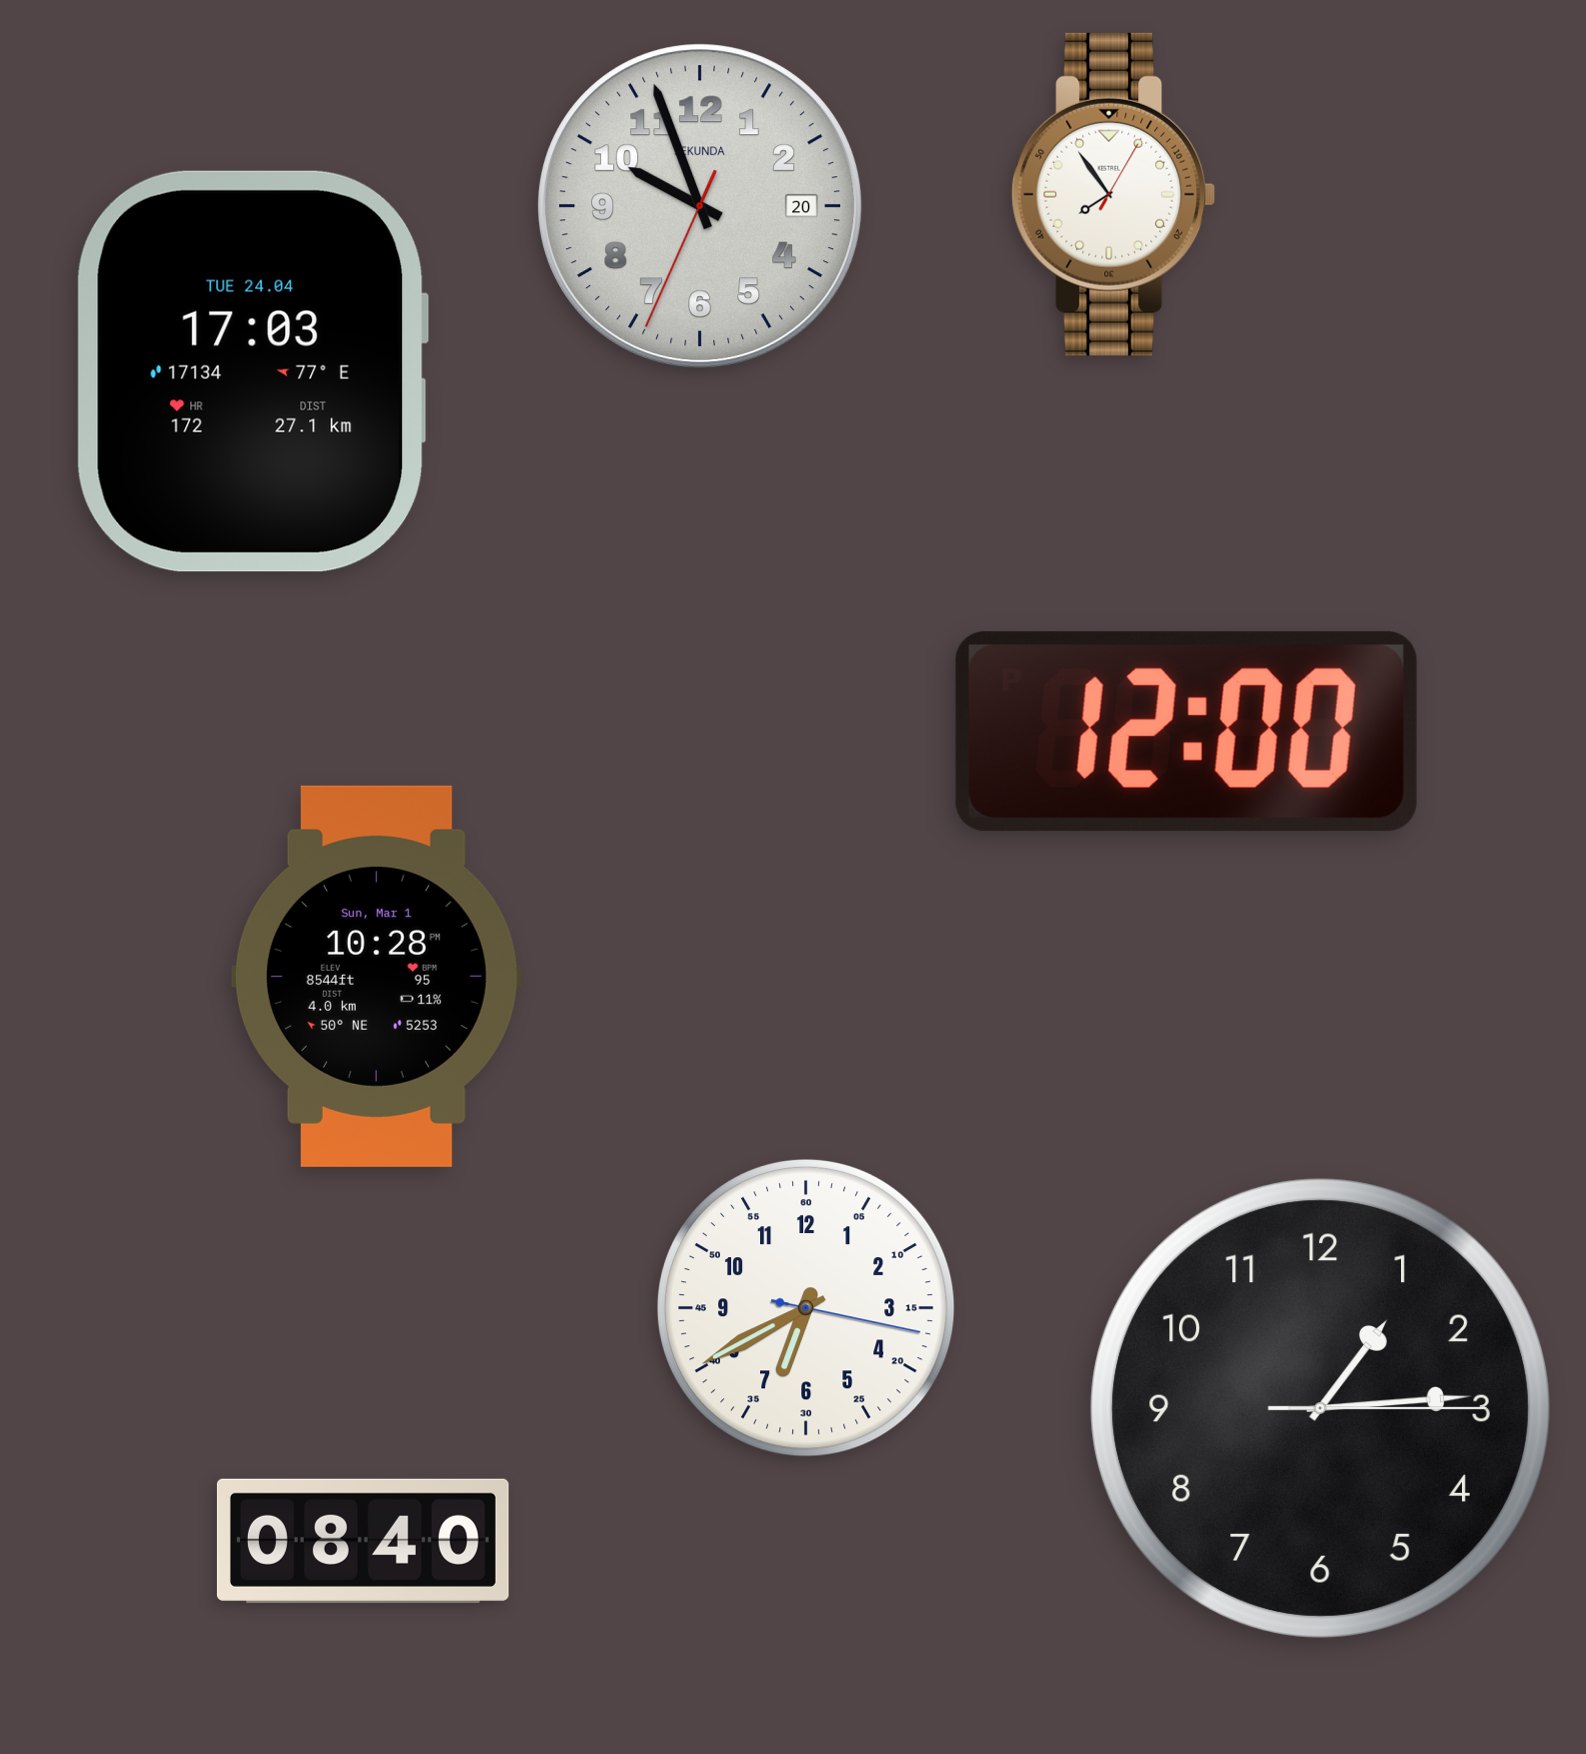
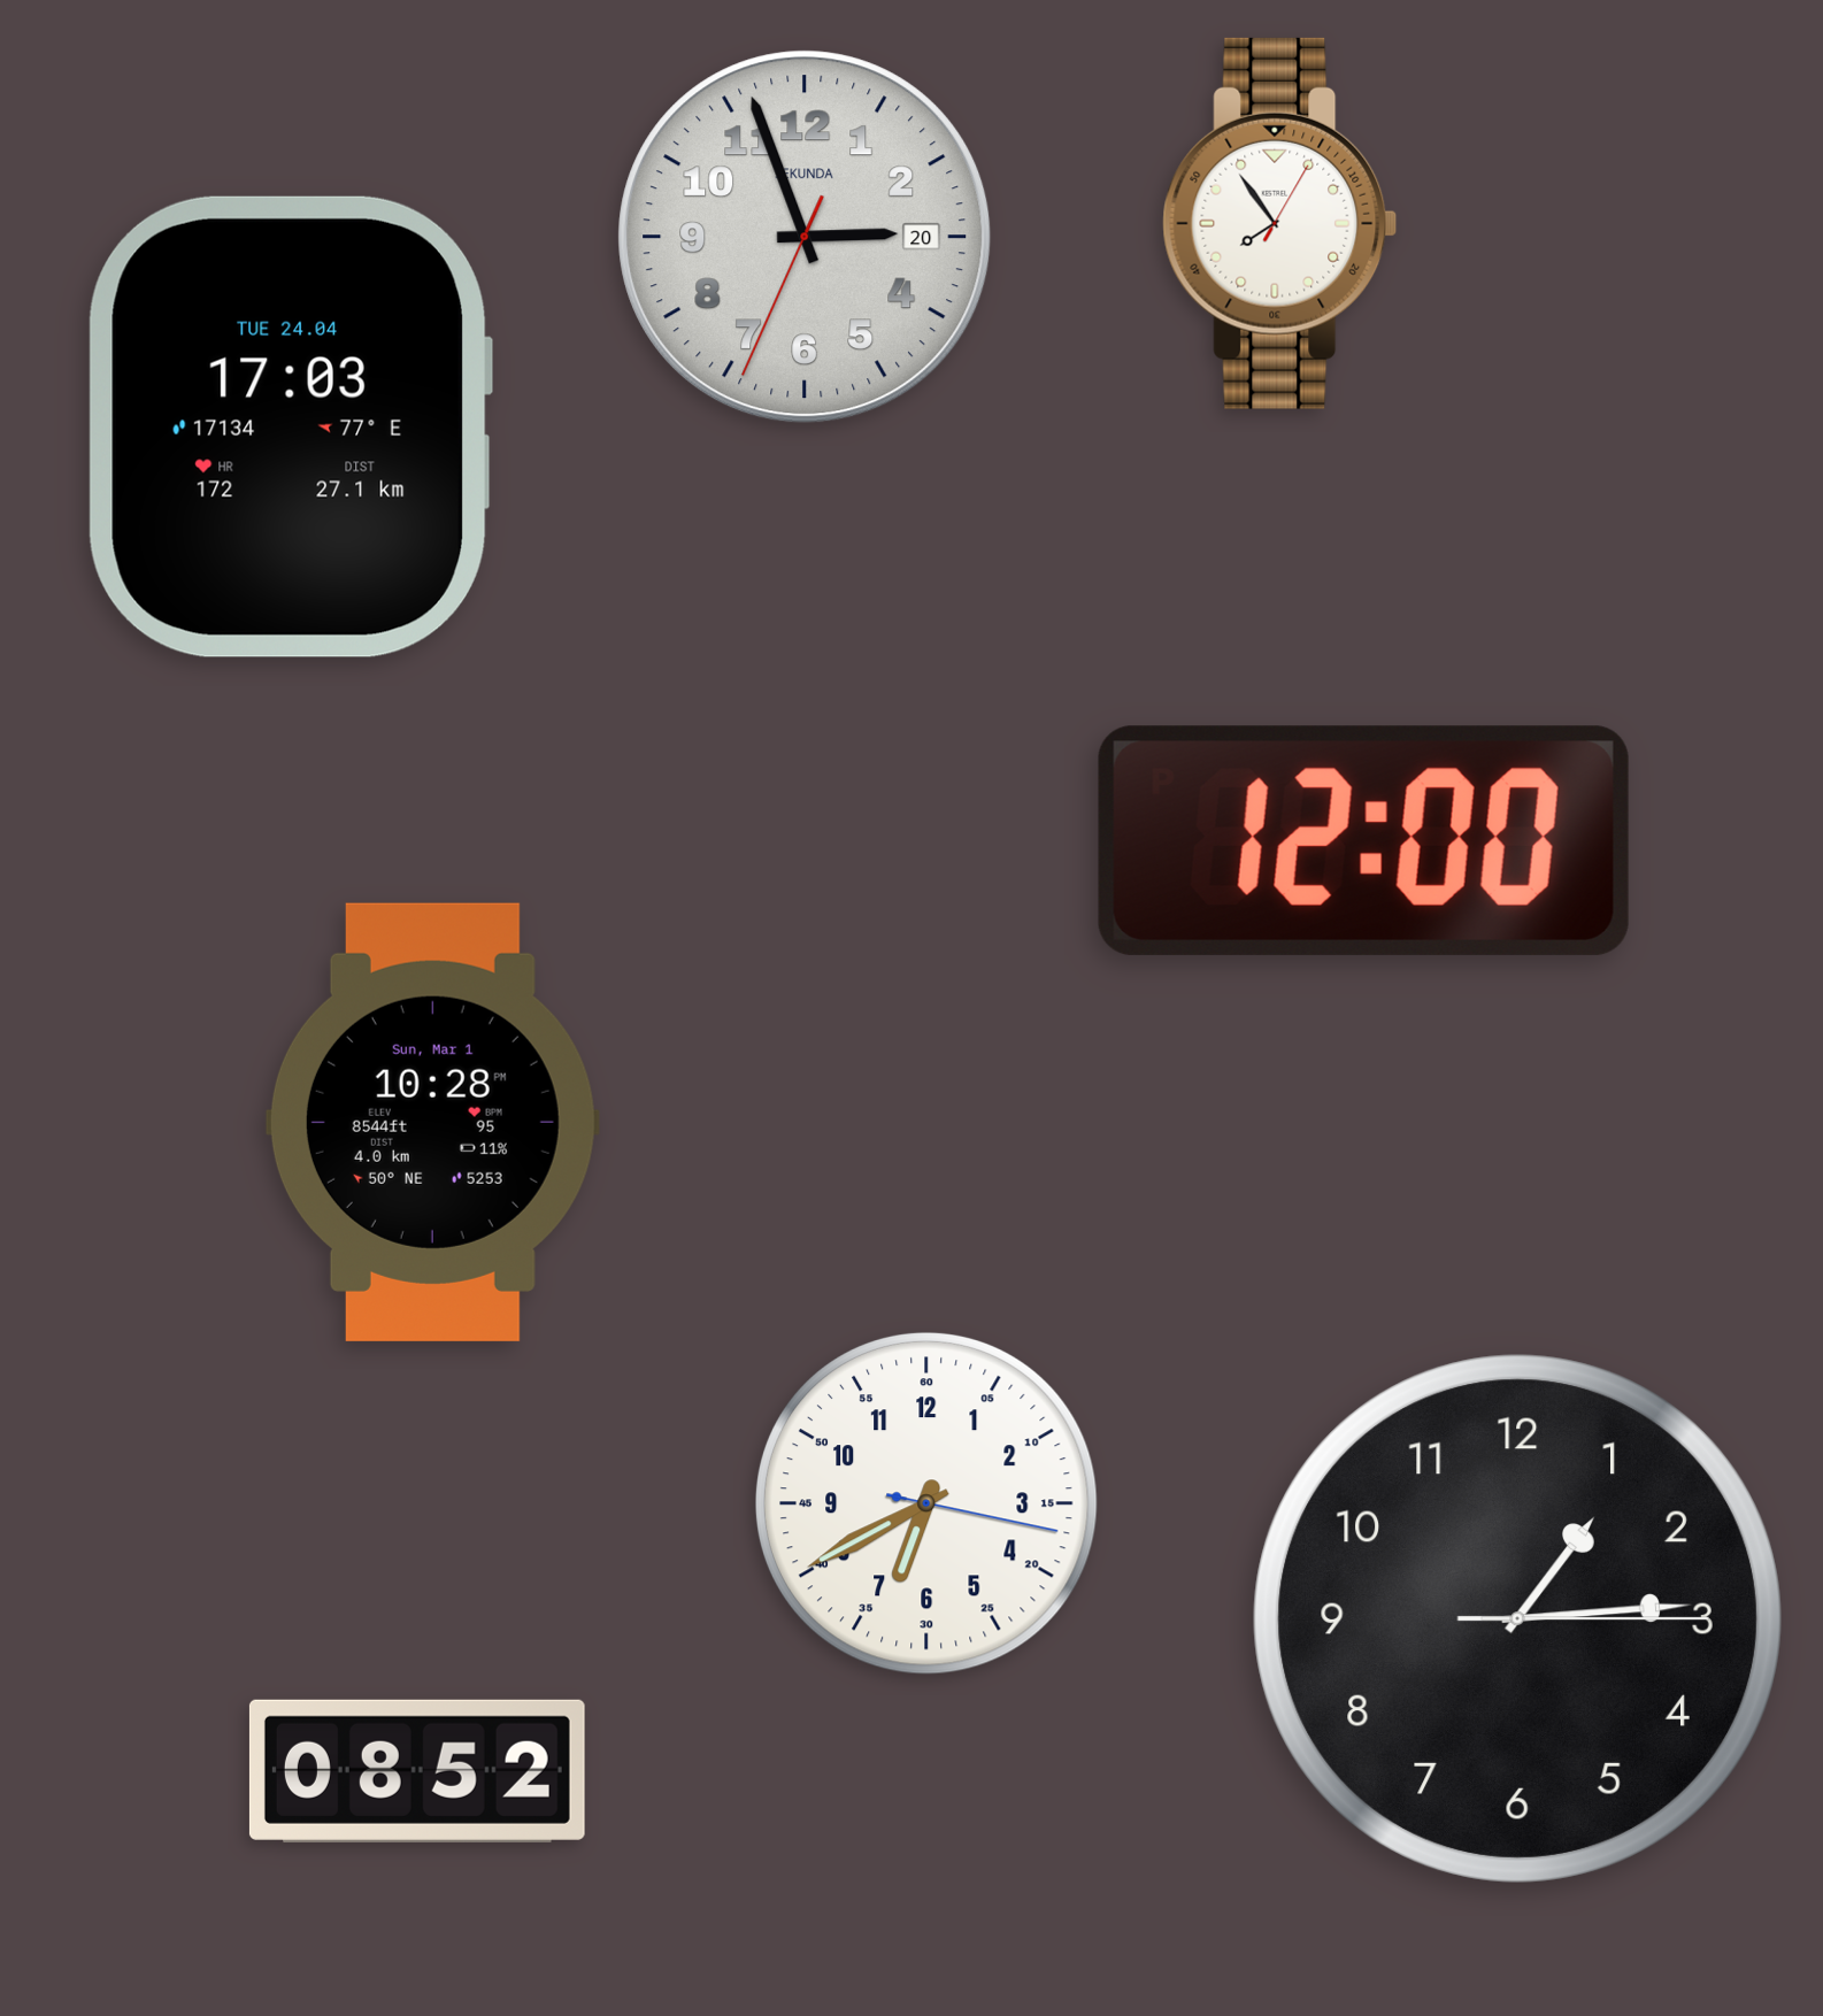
clock at (700, 206): 9:56 -> 2:56
clock at (363, 1541): 08:40 -> 08:52
